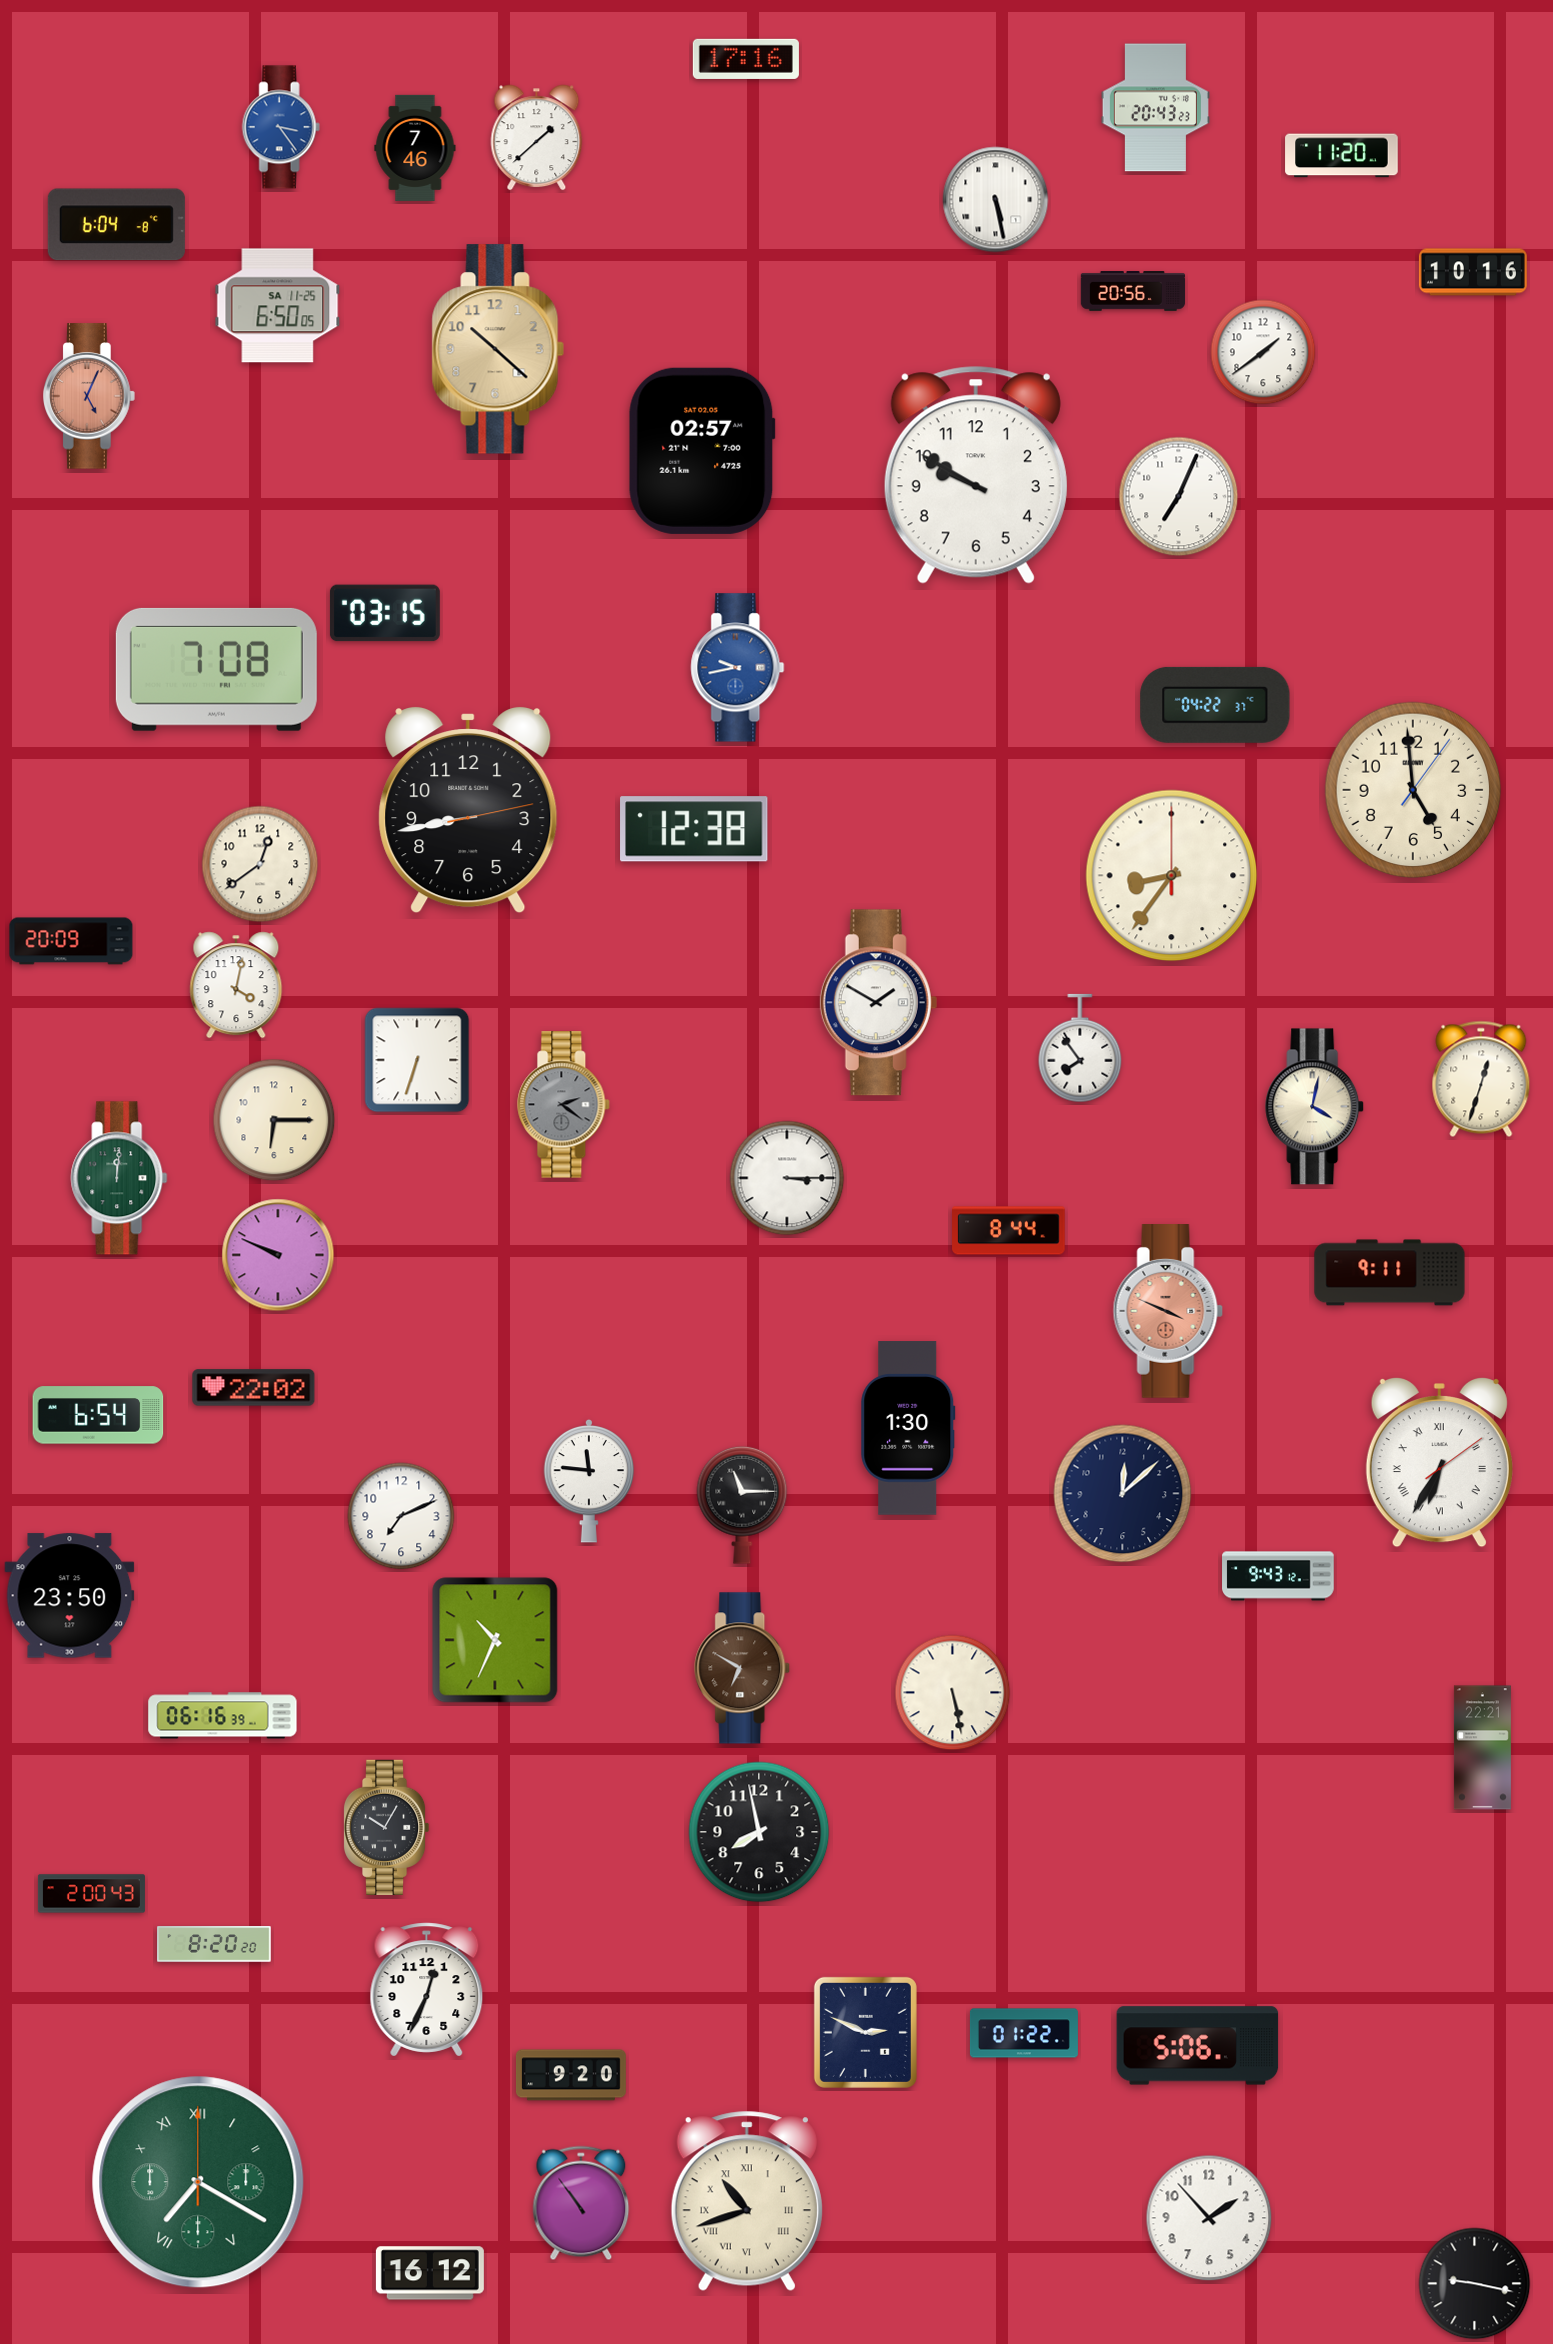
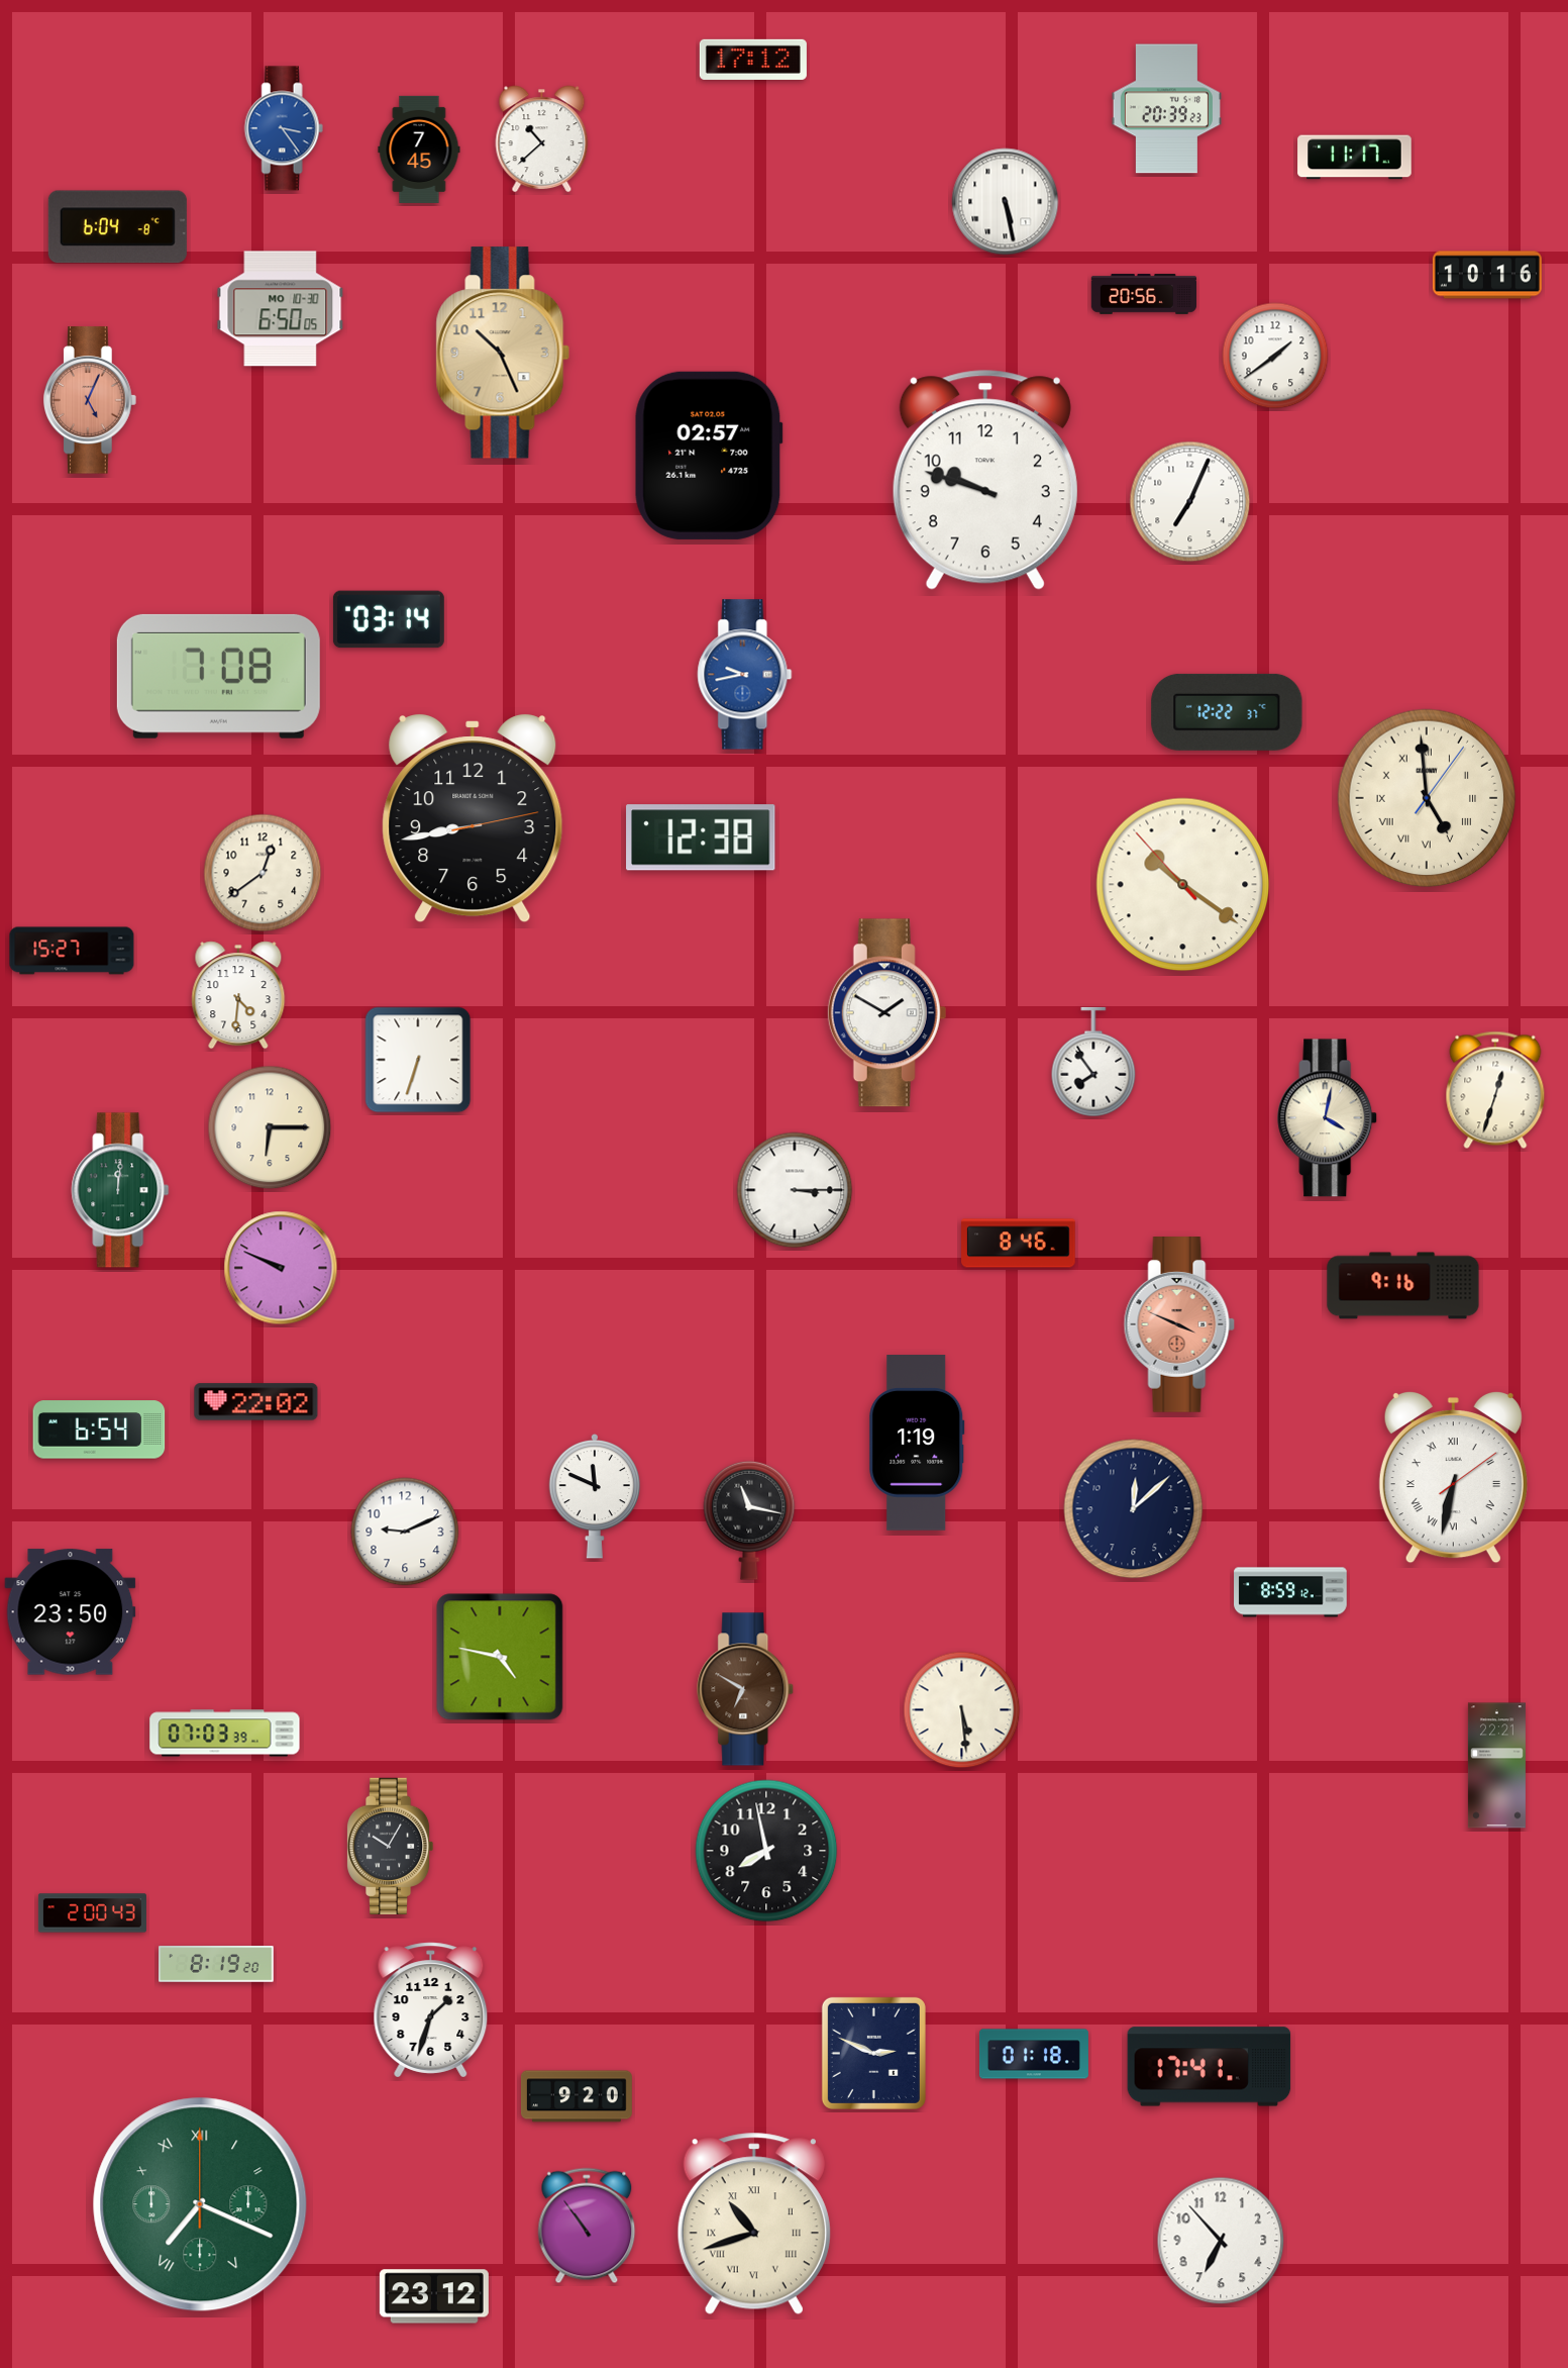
clock at (746, 59): 17:16 -> 17:12
clock at (1155, 108): 20:43 -> 20:39
clock at (537, 138): 1:38 -> 10:38
clock at (415, 148): 7:46 -> 7:45
clock at (1342, 156): 11:20 -> 11:17
clock at (278, 306) date: SA 11-25 -> MO 10-30
clock at (498, 349): 10:22 -> 10:26
clock at (976, 475): 9:50 -> 9:48
clock at (385, 613): 03:15 -> 03:14
clock at (1215, 705): 04:22 -> 12:22
clock at (1413, 790) numerals: Arabic -> Roman
clock at (1172, 876): 8:36 -> 10:20
clock at (71, 941): 20:09 -> 15:27
clock at (236, 985): 4:02 -> 4:31
clock at (1080, 1048) position: (1080, 1048) -> (1093, 1062)
clock at (417, 1060) position: (417, 1060) -> (418, 1060)
clock at (564, 1105): 2:21 -> none
clock at (274, 1120) position: (274, 1120) -> (270, 1127)
clock at (1009, 1231): 8:44 -> 8:46
clock at (1390, 1273): 9:11 -> 9:16
clock at (908, 1428): 1:30 -> 1:19
clock at (1439, 1462): 6:35 -> 6:32
clock at (589, 1481): 11:46 -> 11:49
clock at (742, 1505): 11:15 -> 11:17
clock at (401, 1516): 7:11 -> 9:11
clock at (1278, 1576): 9:43 -> 8:59
clock at (495, 1640): 10:34 -> 4:47
clock at (743, 1668) position: (743, 1668) -> (746, 1689)
clock at (953, 1693): 5:28 -> 5:29
clock at (223, 1716): 06:16 -> 07:03
clock at (214, 1944): 8:20 -> 8:19
clock at (427, 1990): 12:34 -> 1:33
clock at (1024, 2033): 01:22 -> 01:18
clock at (1198, 2046): 5:06 -> 17:41
clock at (198, 2182): 7:20 -> 7:19
clock at (1209, 2218): 1:53 -> 6:53
clock at (430, 2273): 16:12 -> 23:12
clock at (1475, 2284): 9:17 -> none
